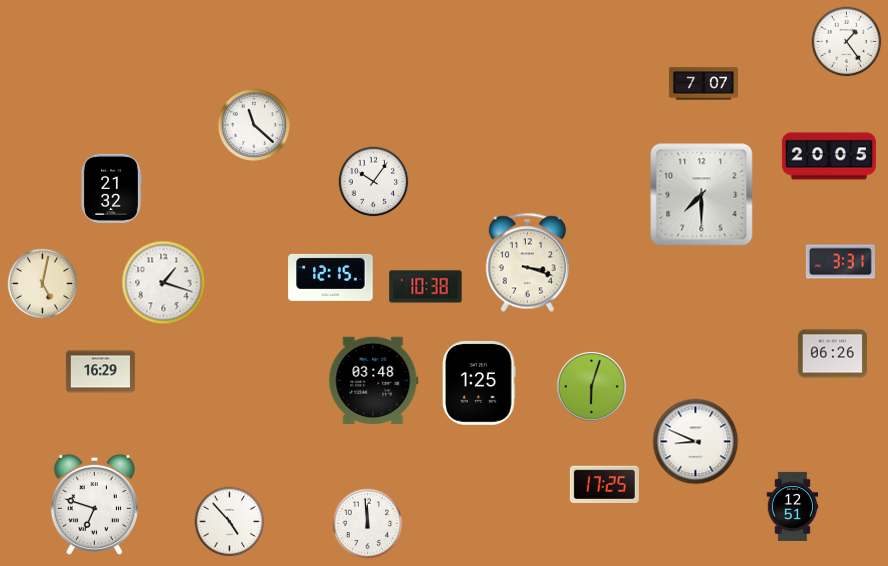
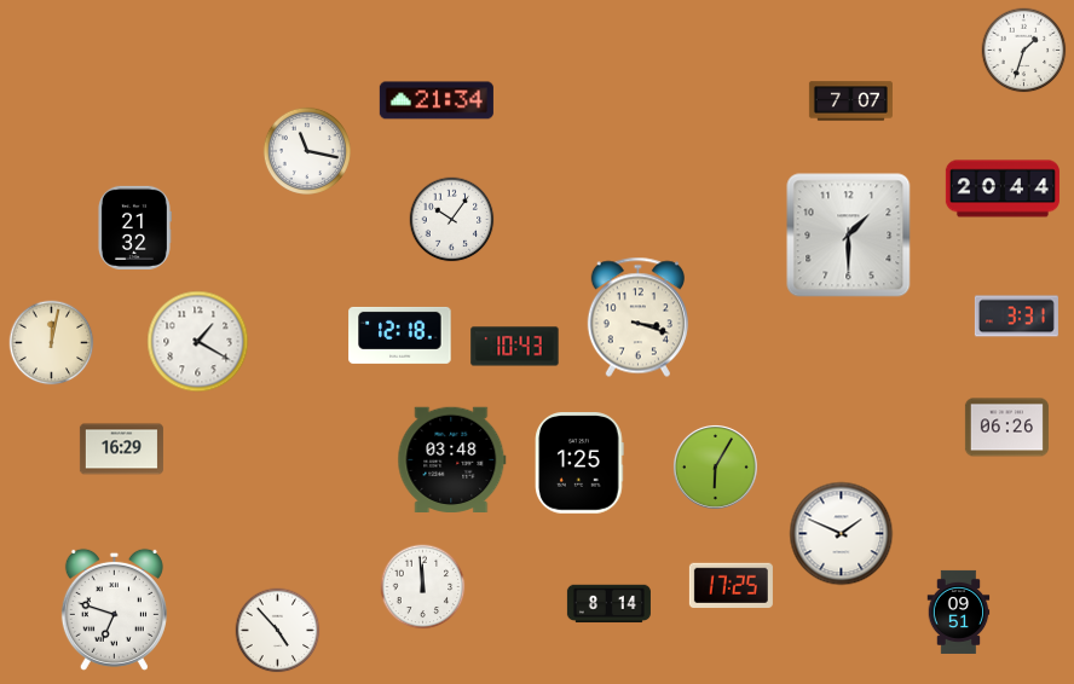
clock at (847, 42): 1:24 -> 1:33
clock at (437, 100): none -> 21:34
clock at (254, 125): 11:22 -> 11:17
clock at (829, 156): 20:05 -> 20:44
clock at (702, 195): 7:30 -> 1:30
clock at (331, 277): 12:15 -> 12:18
clock at (164, 283): 1:18 -> 1:20
clock at (43, 284): 5:02 -> 12:02
clock at (426, 287): 10:38 -> 10:43
clock at (591, 386): 6:03 -> 6:05
clock at (696, 442): 8:49 -> 1:49
clock at (608, 604): none -> 8:14
clock at (793, 506): 12:51 -> 09:51
clock at (368, 524) position: (368, 524) -> (423, 587)
